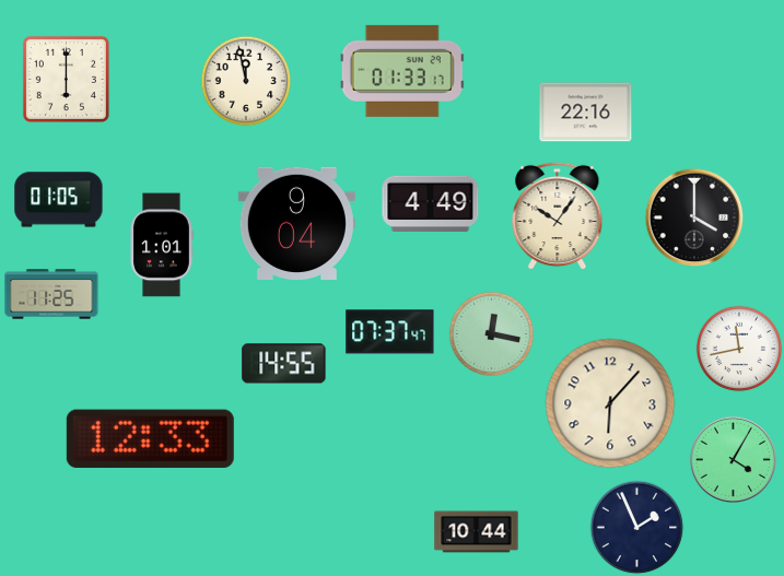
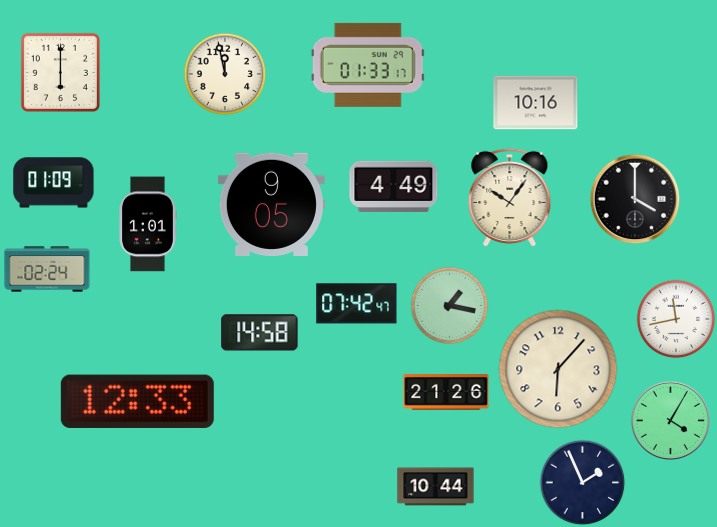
clock at (586, 113): 22:16 -> 10:16
clock at (59, 200): 01:05 -> 01:09
clock at (296, 223): 9:04 -> 9:05
clock at (51, 294): 11:25 -> 02:24
clock at (390, 332): 07:37 -> 07:42
clock at (491, 333): 12:17 -> 1:17
clock at (284, 364): 14:55 -> 14:58
clock at (446, 393): none -> 21:26
